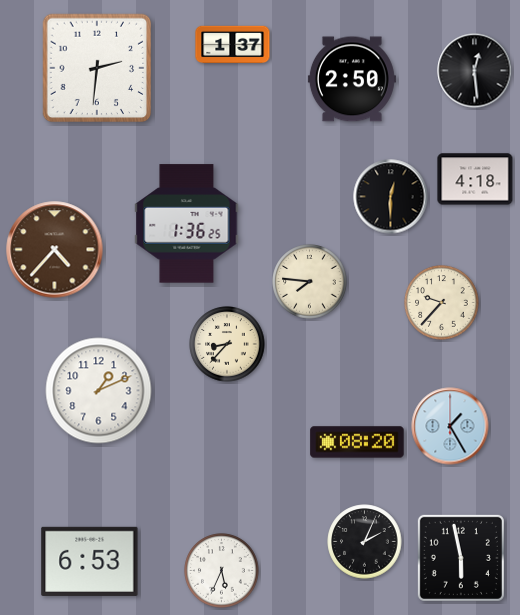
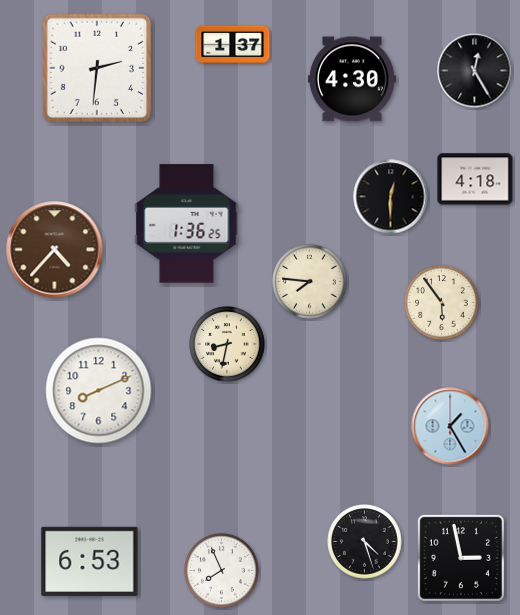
clock at (475, 71): 12:29 -> 12:25
clock at (352, 79): 2:50 -> 4:30
clock at (442, 303): 9:37 -> 5:54
clock at (227, 344): 8:37 -> 8:32
clock at (99, 391): 1:11 -> 8:11
clock at (357, 442): 08:20 -> none
clock at (365, 542): 2:04 -> 4:27
clock at (461, 558): 5:58 -> 2:58
clock at (222, 571): 5:34 -> 7:56
